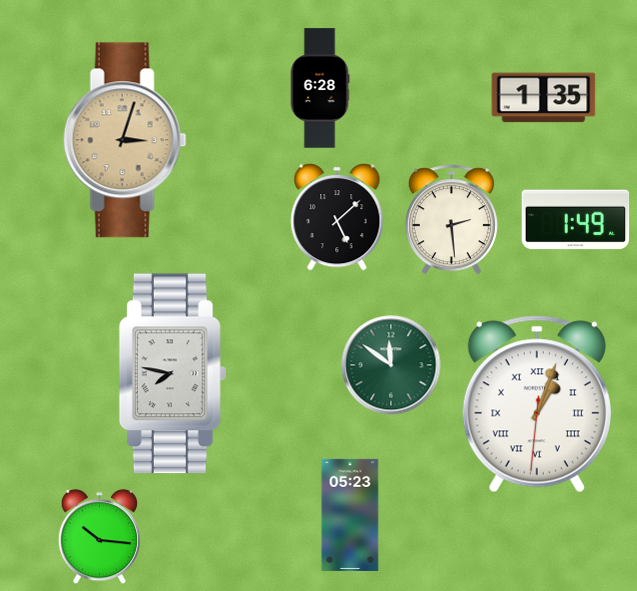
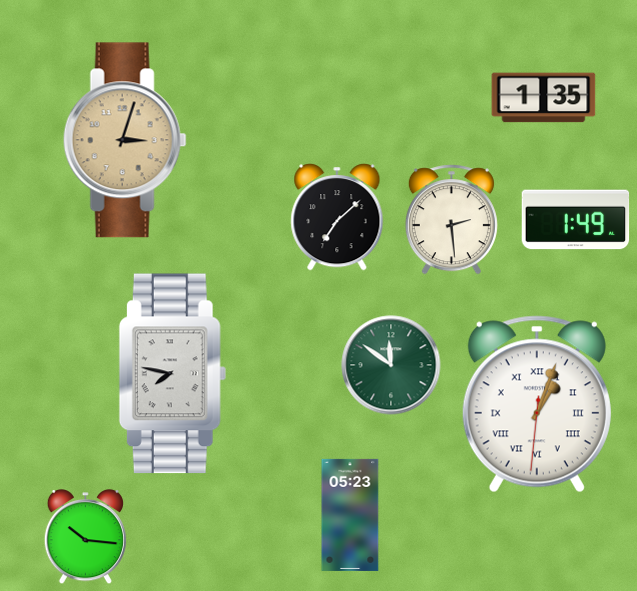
clock at (320, 88): 6:28 -> none
clock at (337, 217): 5:08 -> 7:08
clock at (99, 537) position: (99, 537) -> (85, 537)
